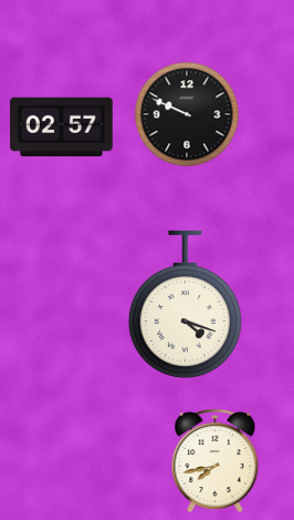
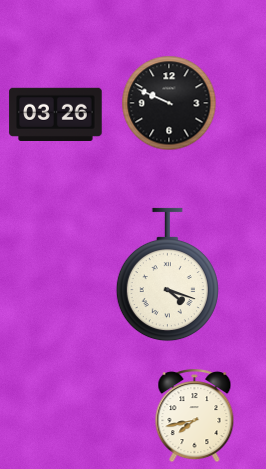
clock at (62, 126): 02:57 -> 03:26
